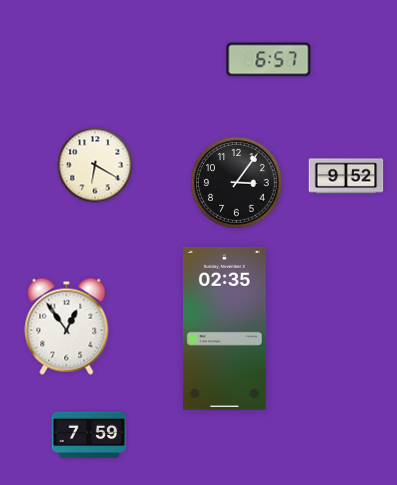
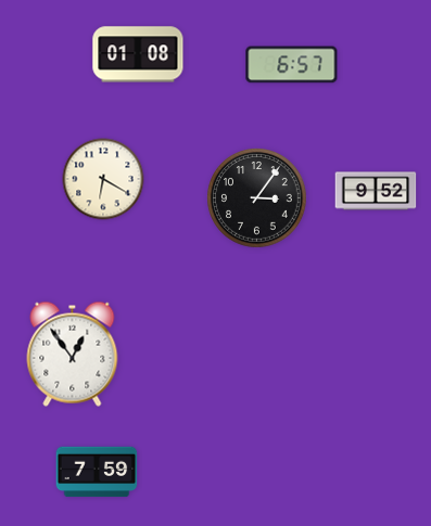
clock at (138, 54): none -> 01:08
clock at (224, 328): 02:35 -> none
